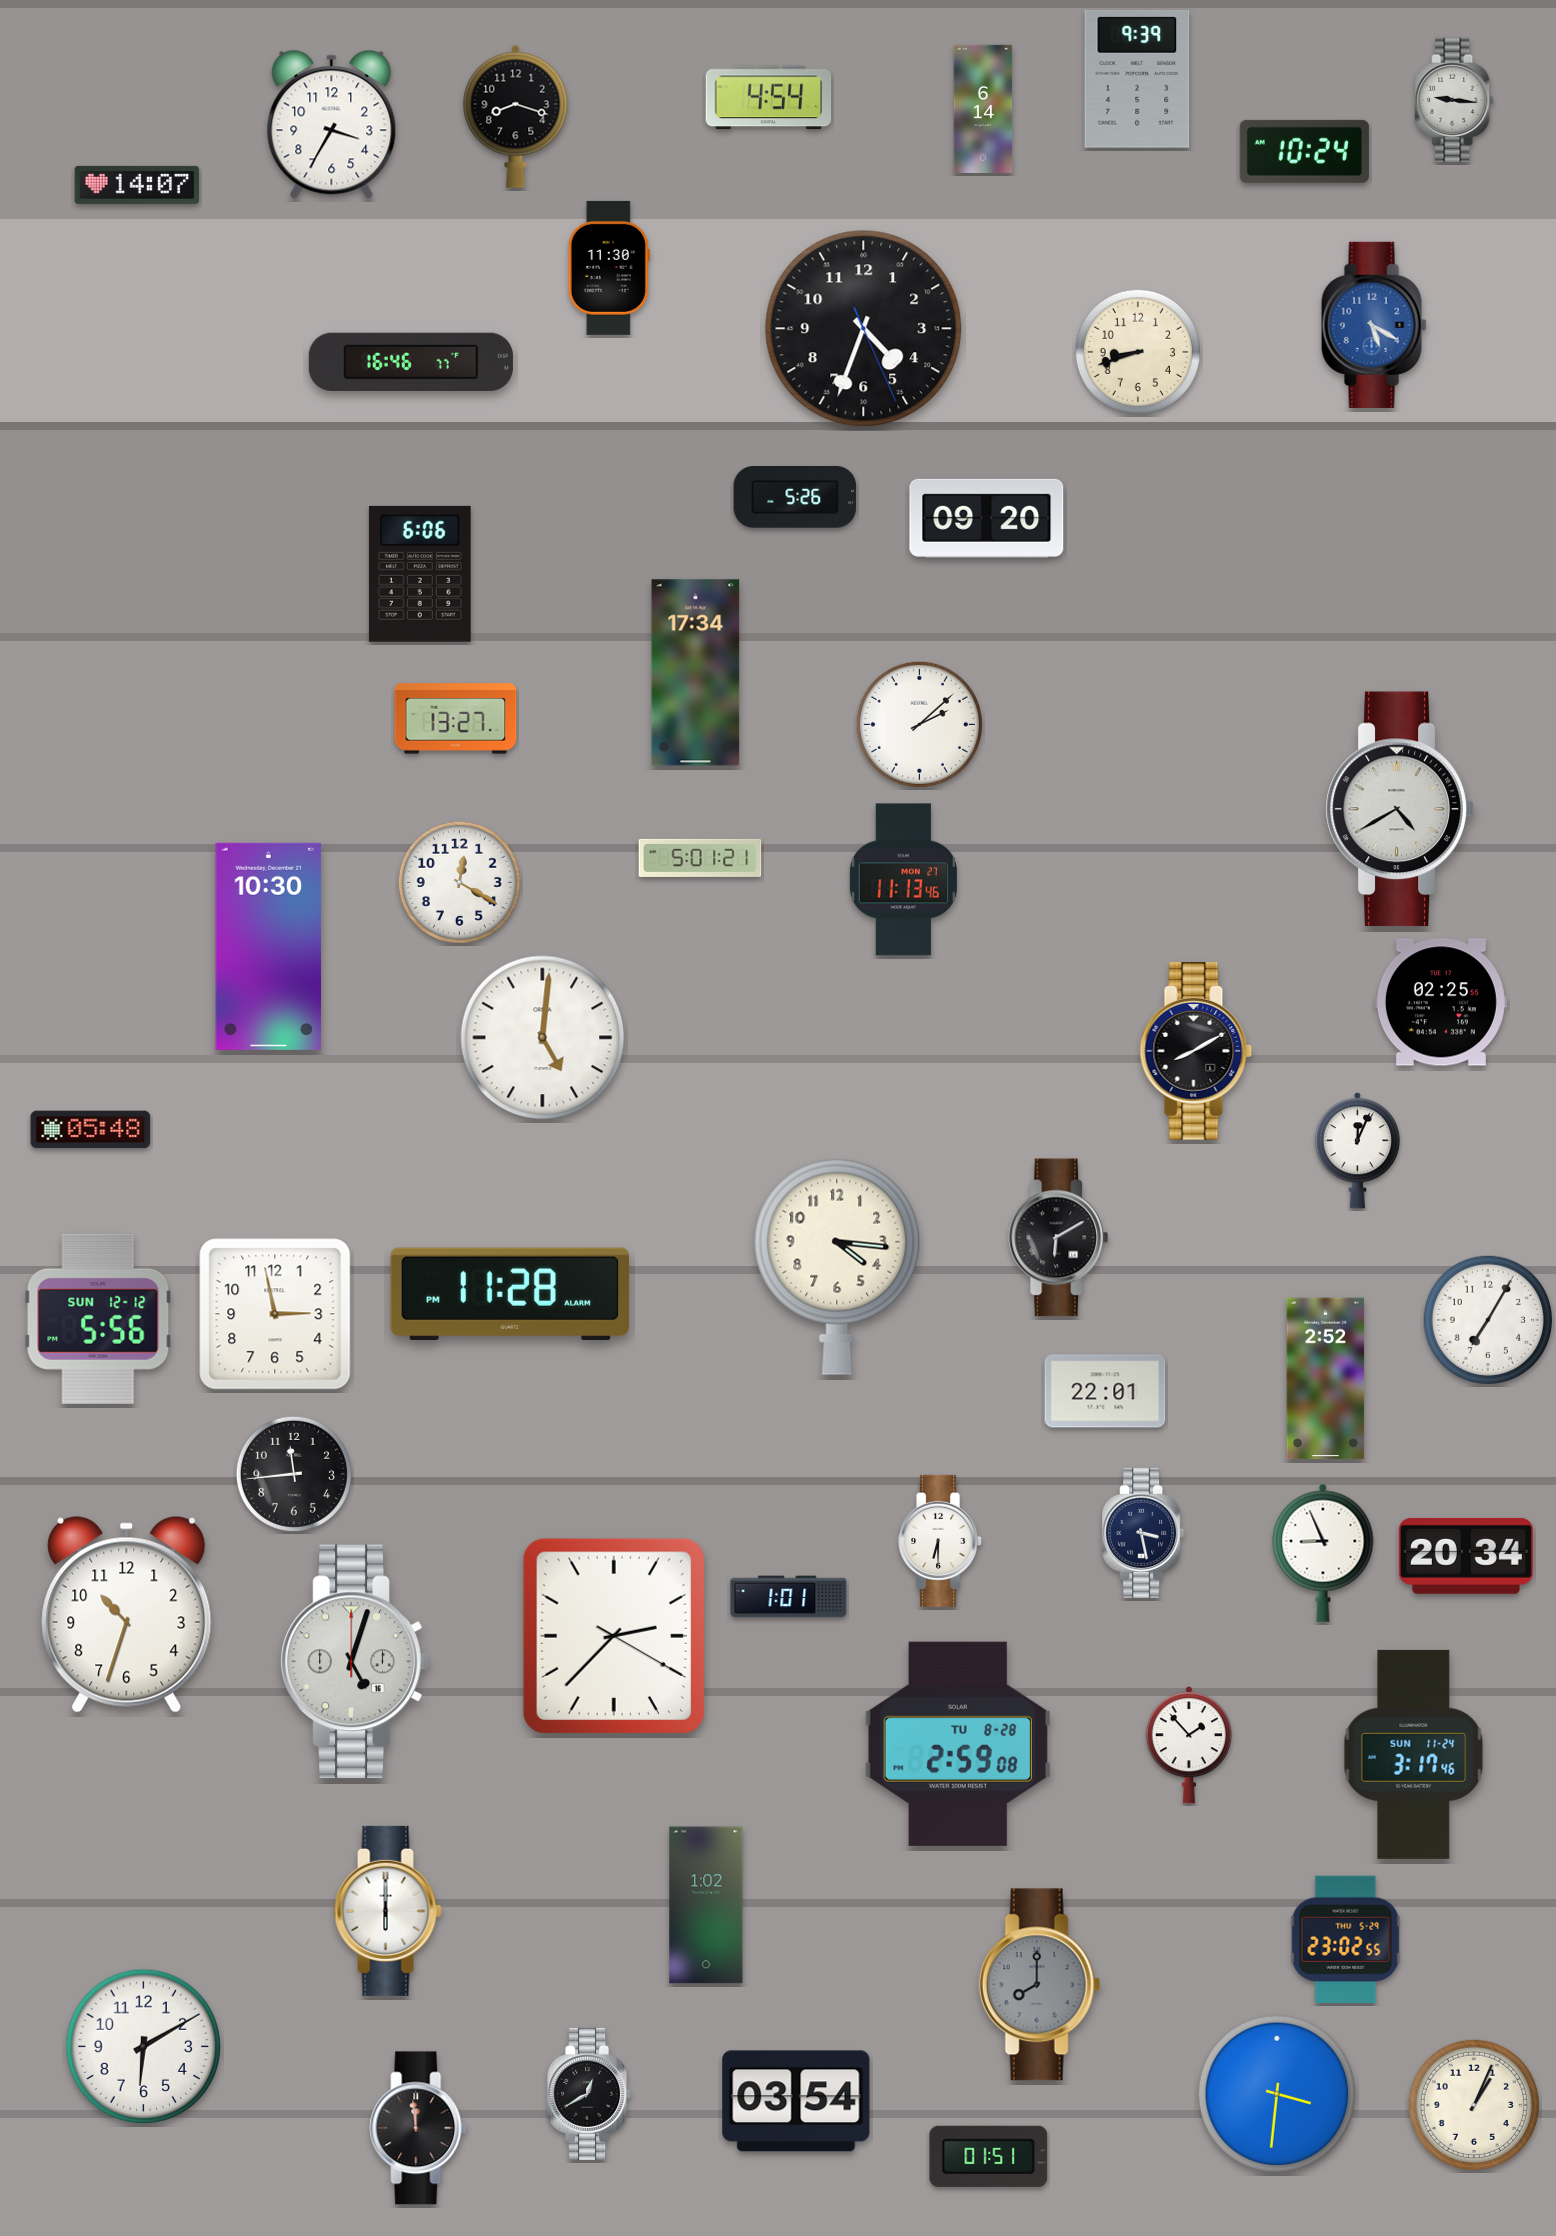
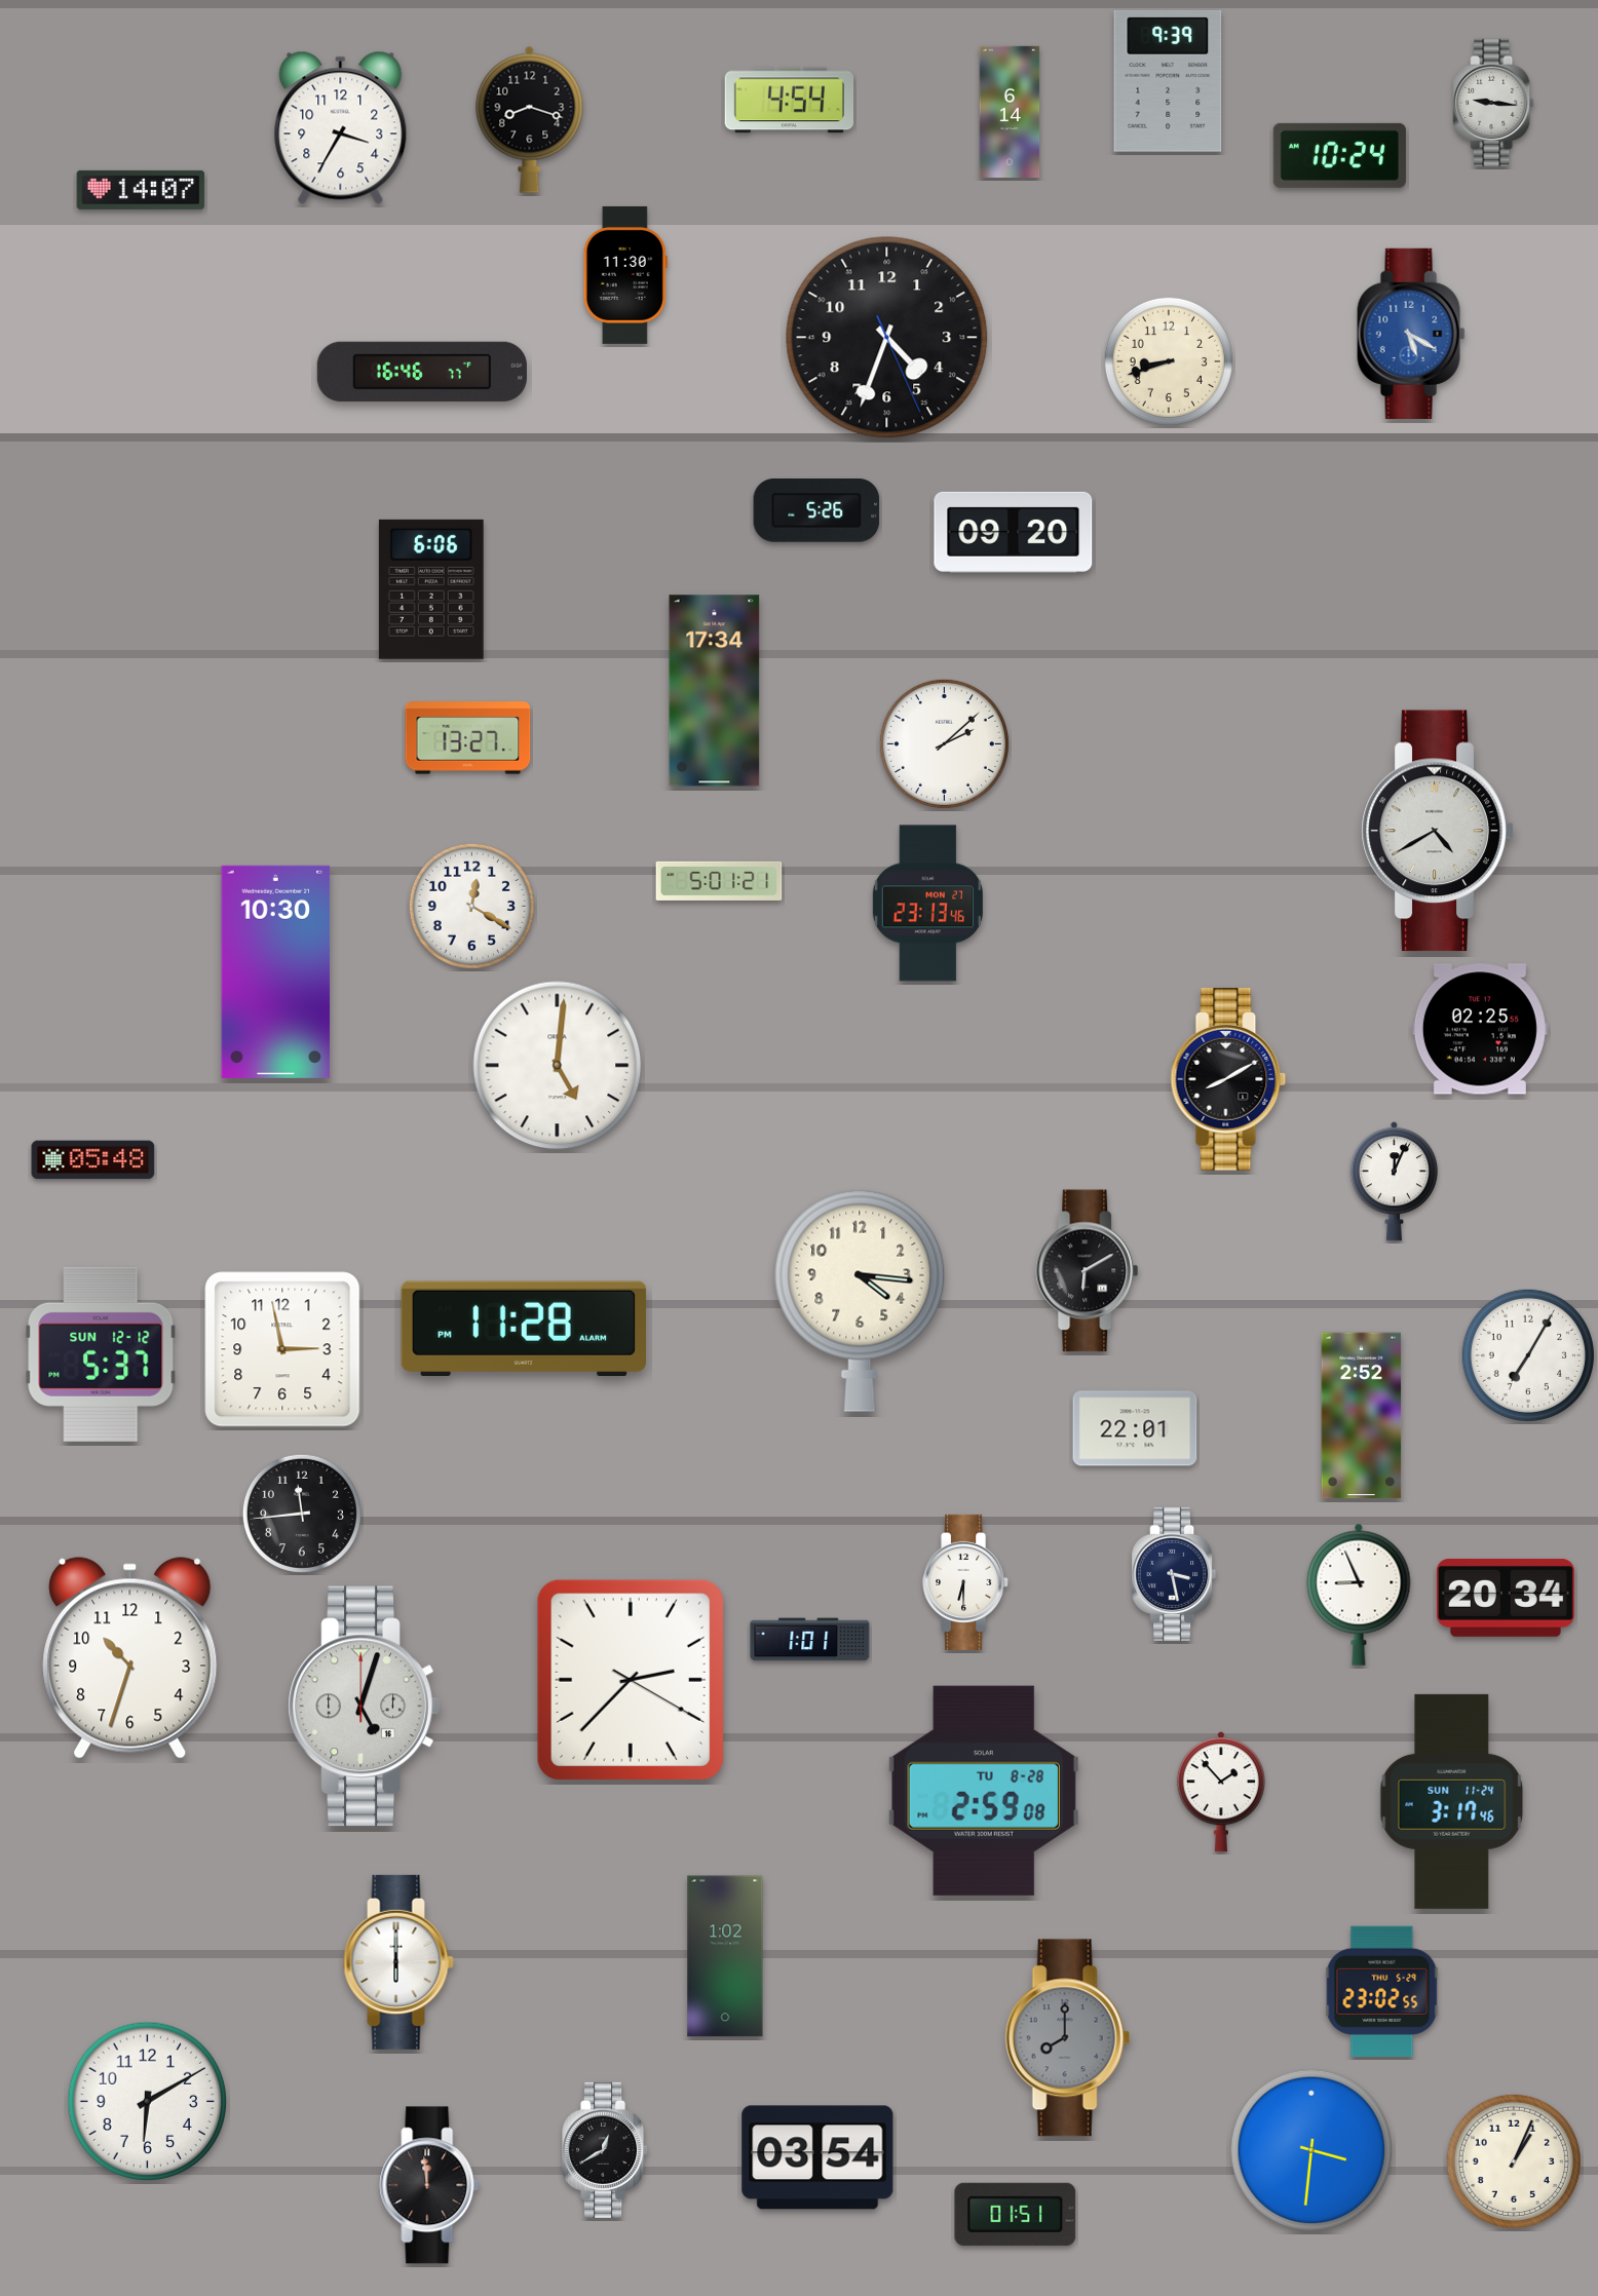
clock at (903, 880): 11:13 -> 23:13
clock at (98, 1319): 5:56 -> 5:37
